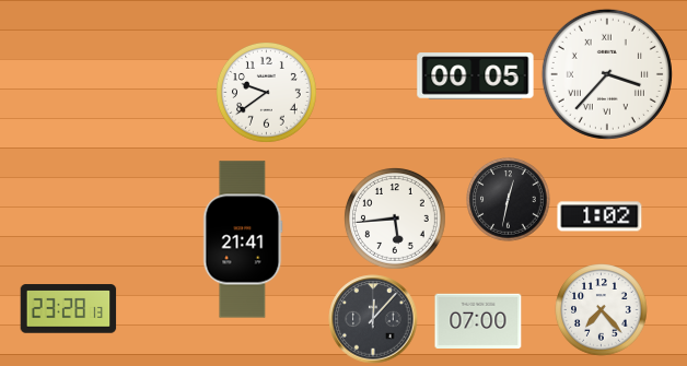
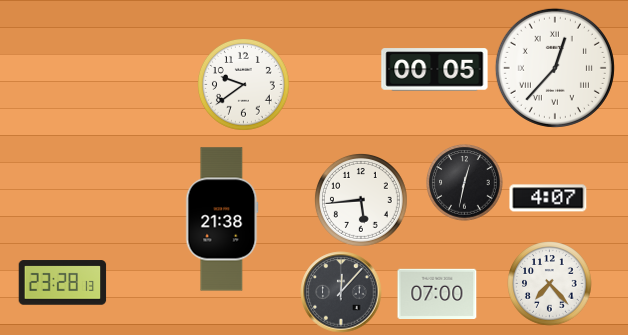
clock at (607, 74): 3:37 -> 12:37
clock at (599, 216): 1:02 -> 4:07
clock at (243, 239): 21:41 -> 21:38
